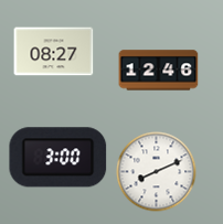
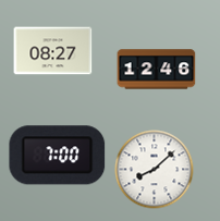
clock at (59, 158): 3:00 -> 7:00
clock at (157, 172): 8:11 -> 8:08
